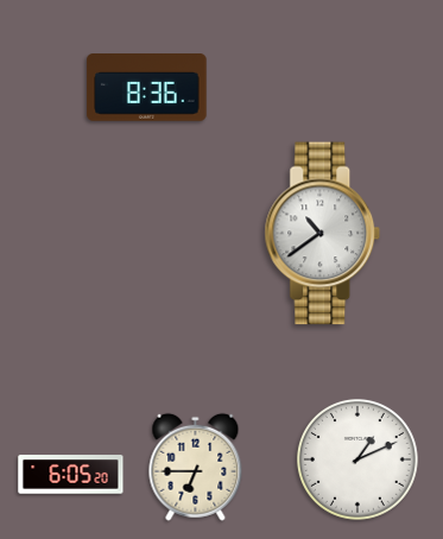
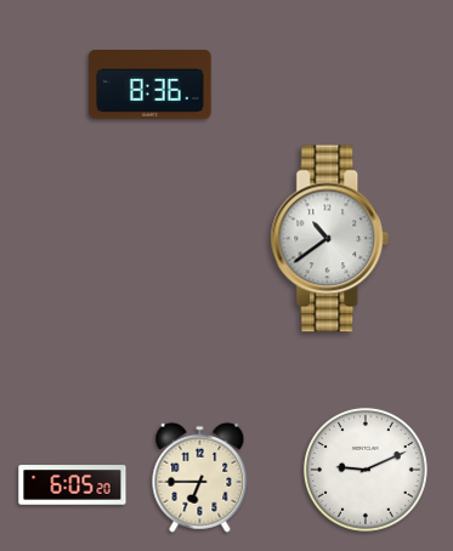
clock at (147, 88) position: (147, 88) -> (151, 85)
clock at (357, 459): 1:11 -> 9:11
